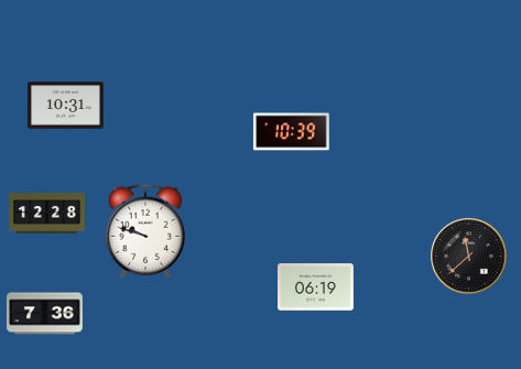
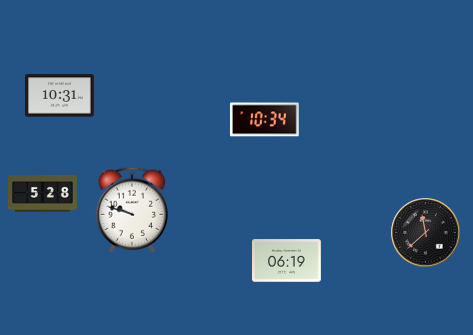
clock at (291, 132): 10:39 -> 10:34
clock at (47, 214): 12:28 -> 5:28
clock at (45, 314): 7:36 -> none
